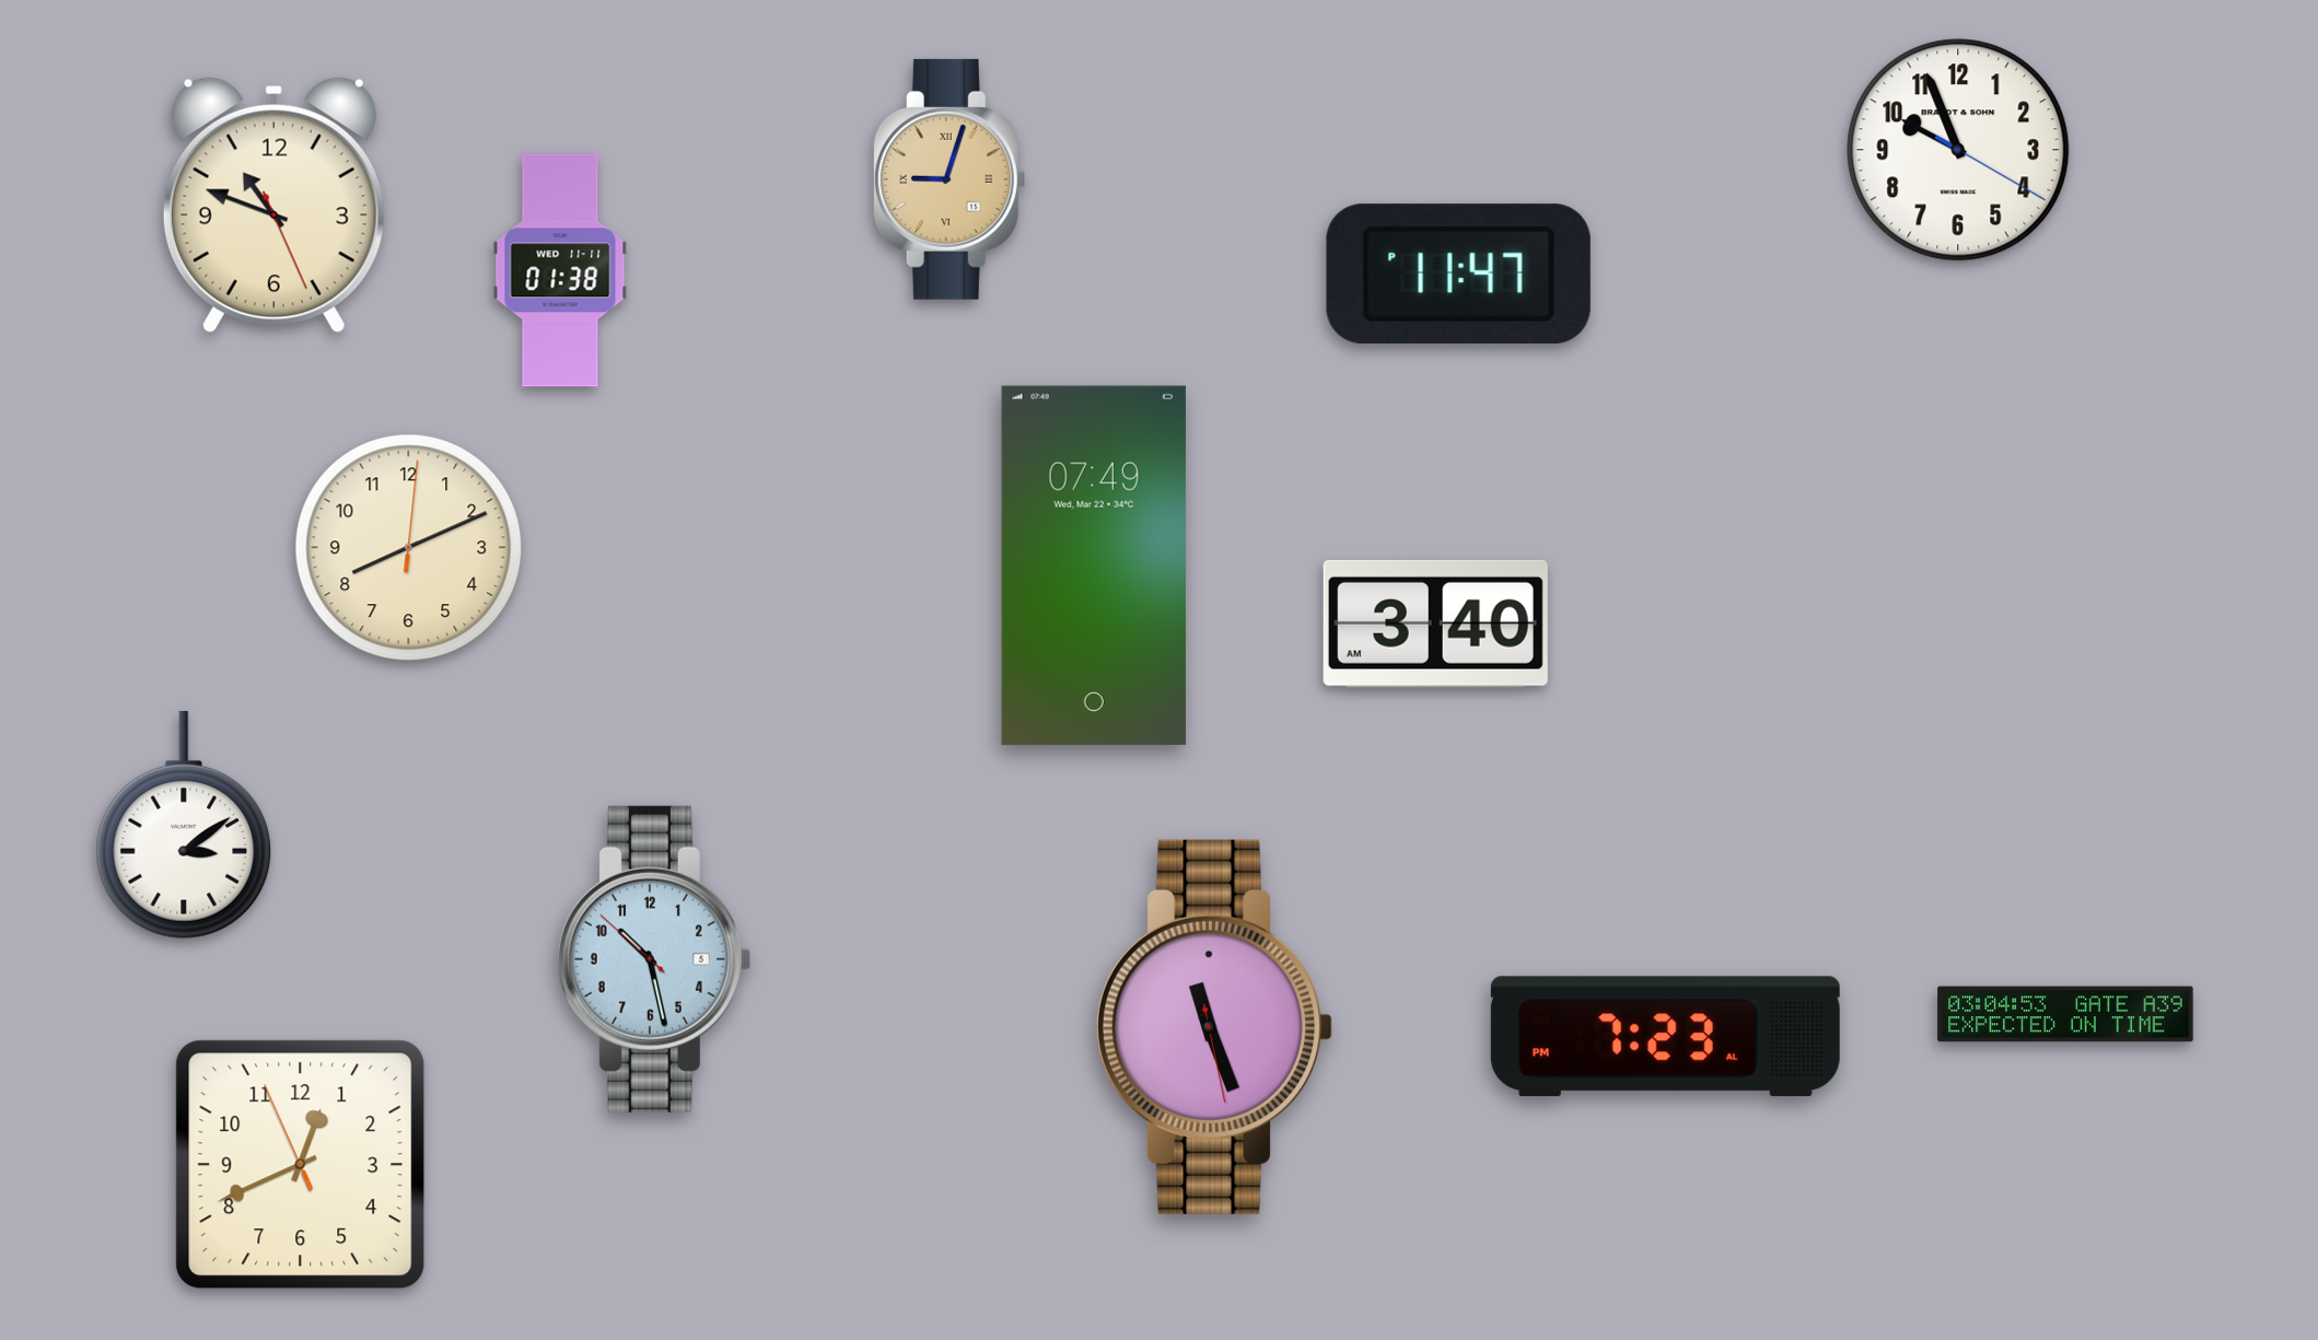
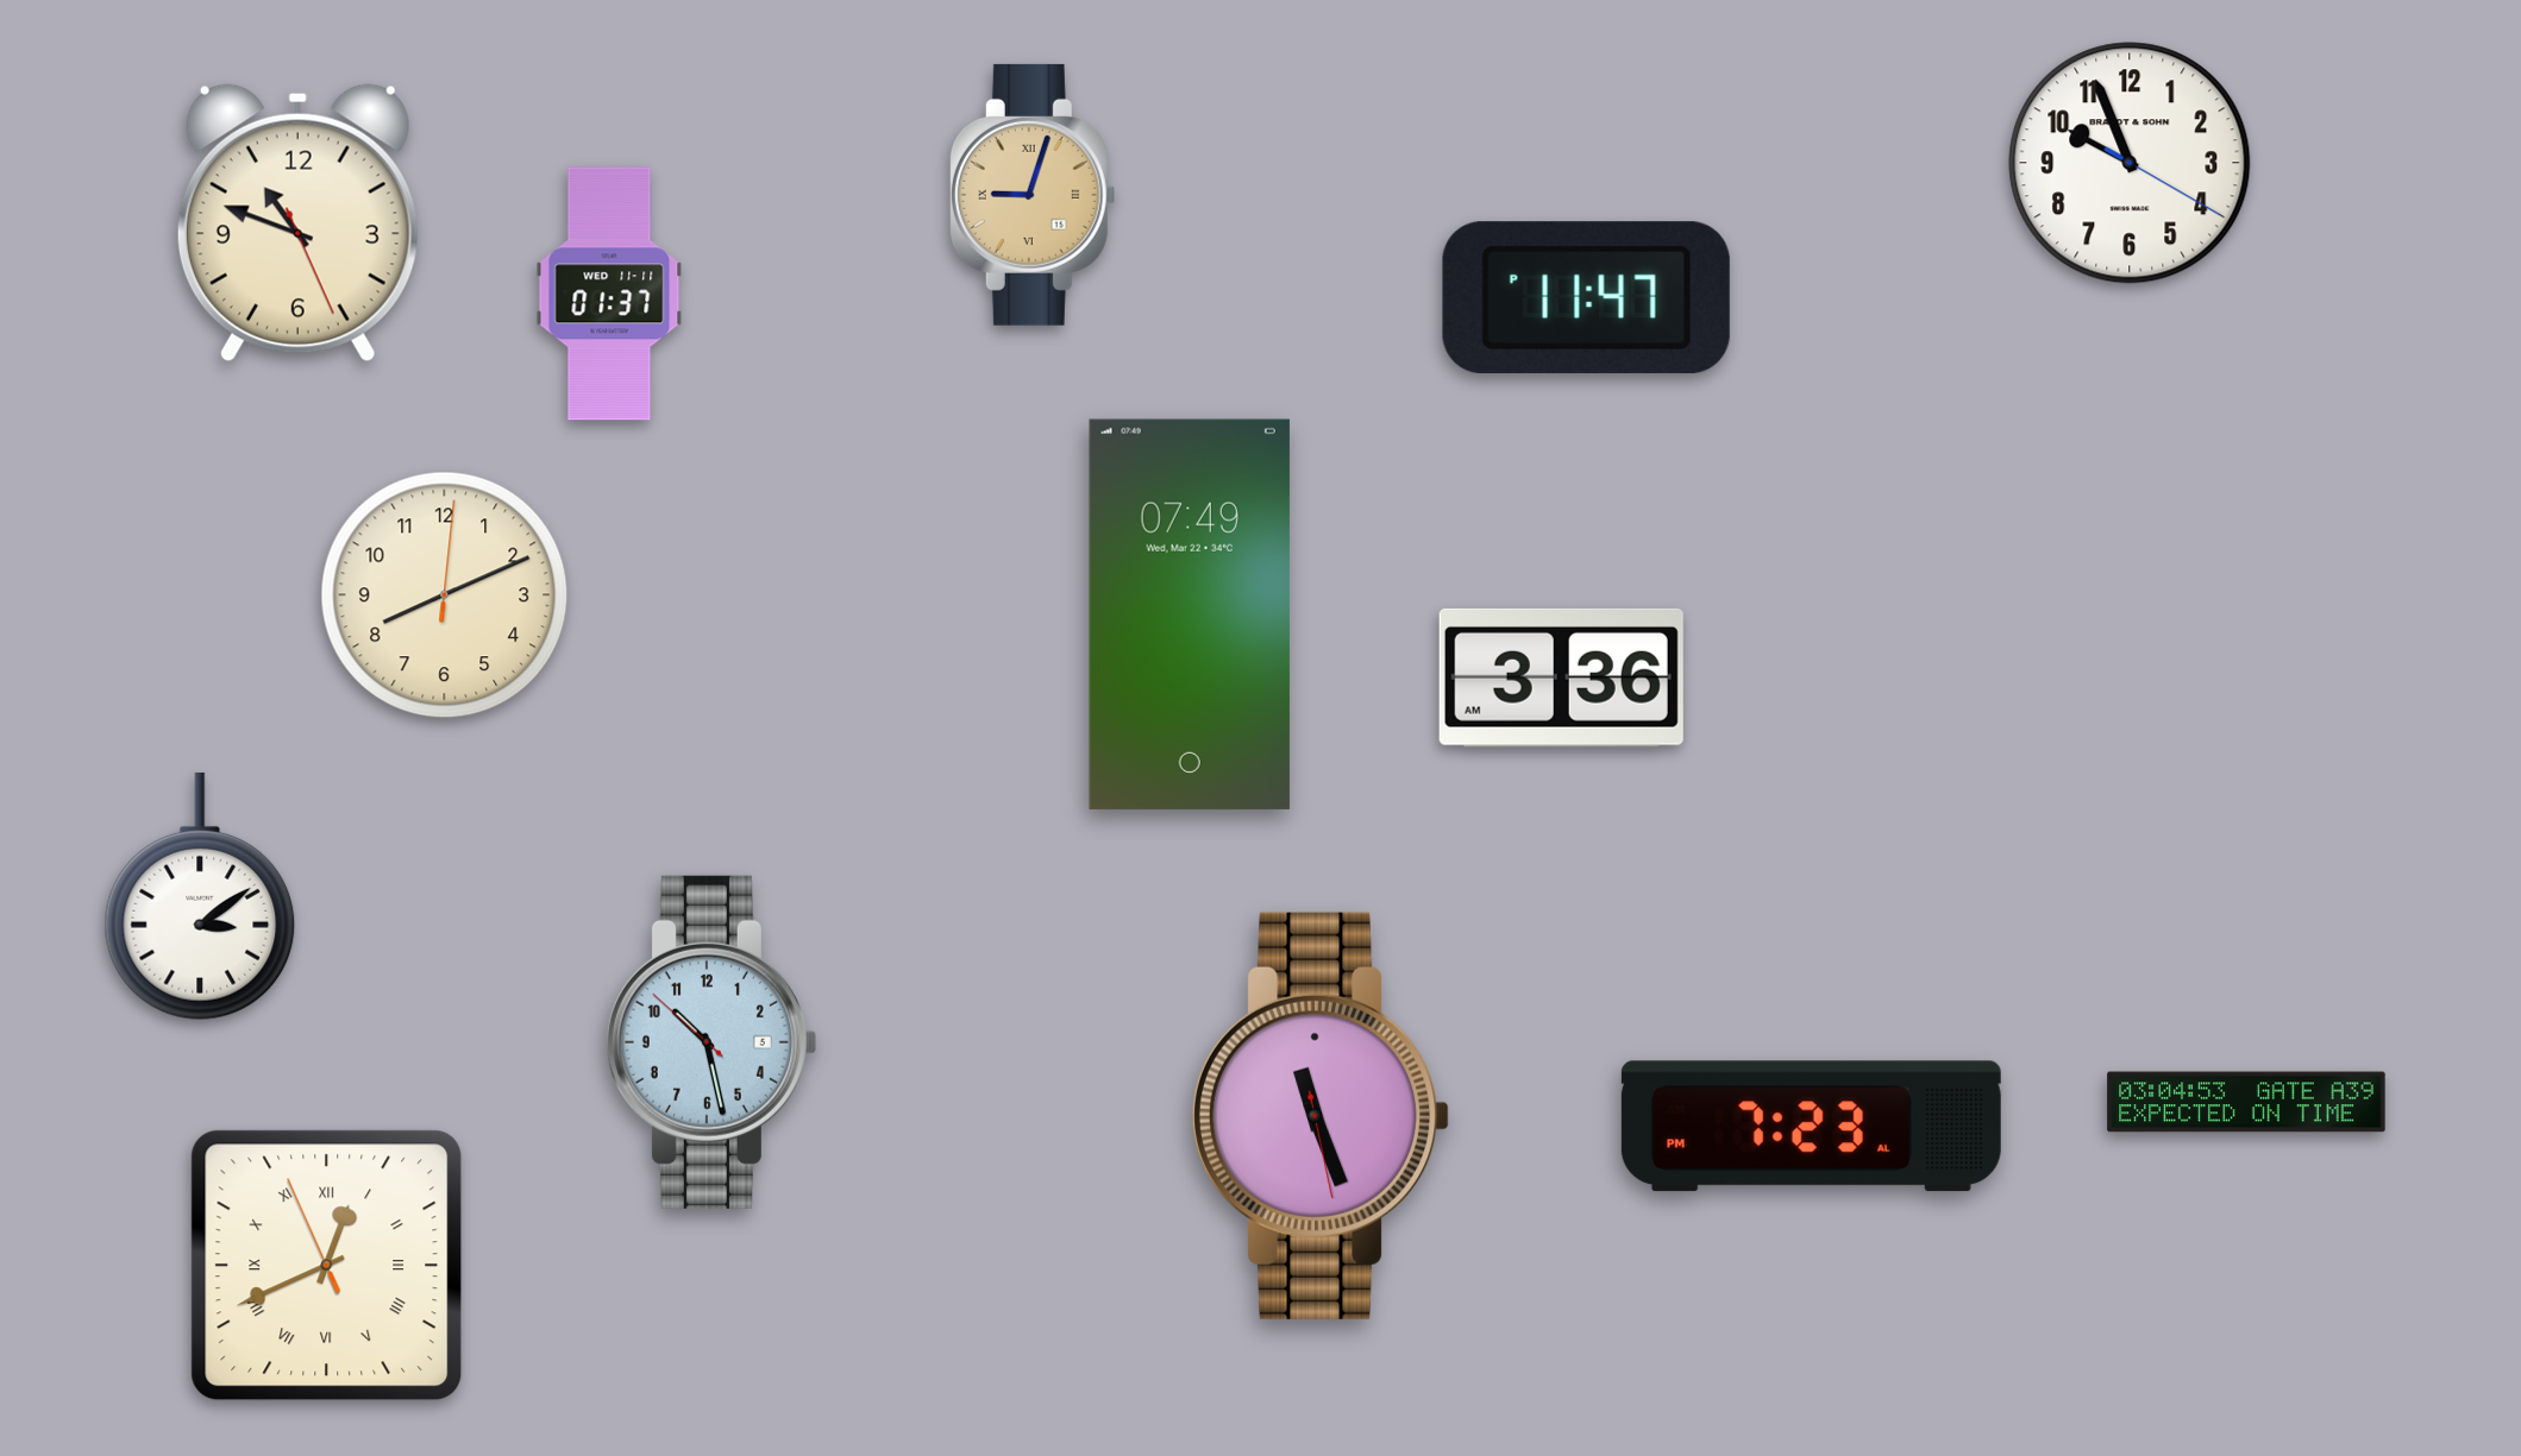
clock at (560, 270): 01:38 -> 01:37
clock at (1435, 624): 3:40 -> 3:36
clock at (301, 1165) numerals: Arabic -> Roman
